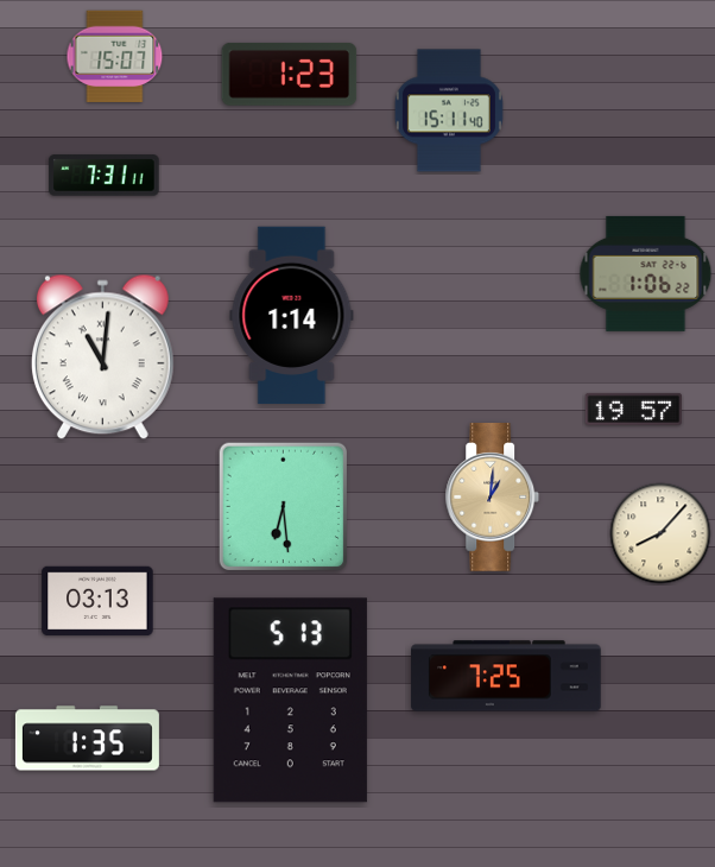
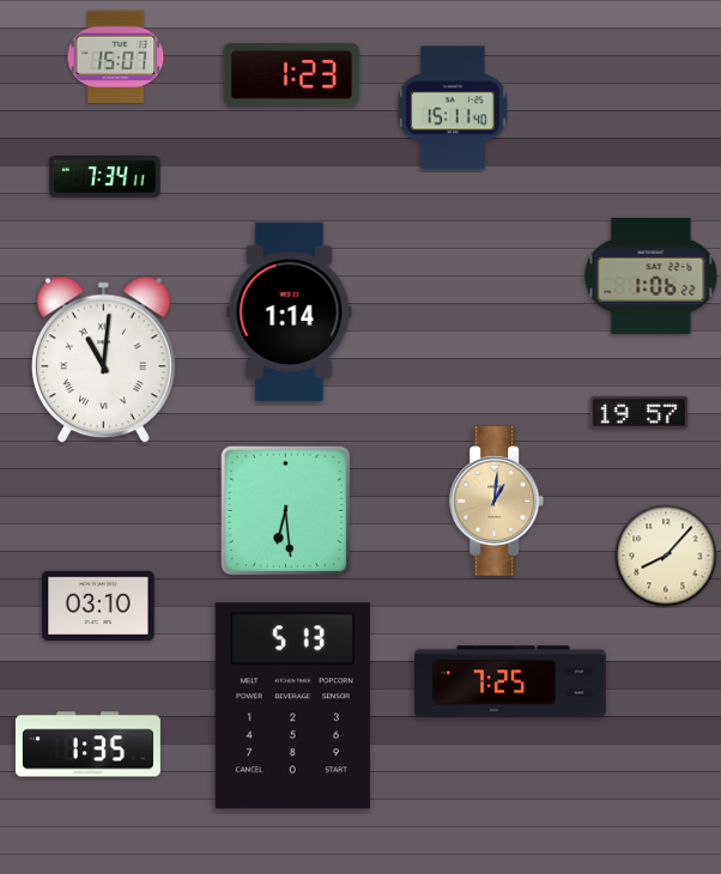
clock at (449, 110) position: (449, 110) -> (453, 108)
clock at (105, 176): 7:31 -> 7:34
clock at (292, 316) position: (292, 316) -> (290, 312)
clock at (660, 533) position: (660, 533) -> (666, 556)
clock at (97, 601): 03:13 -> 03:10
